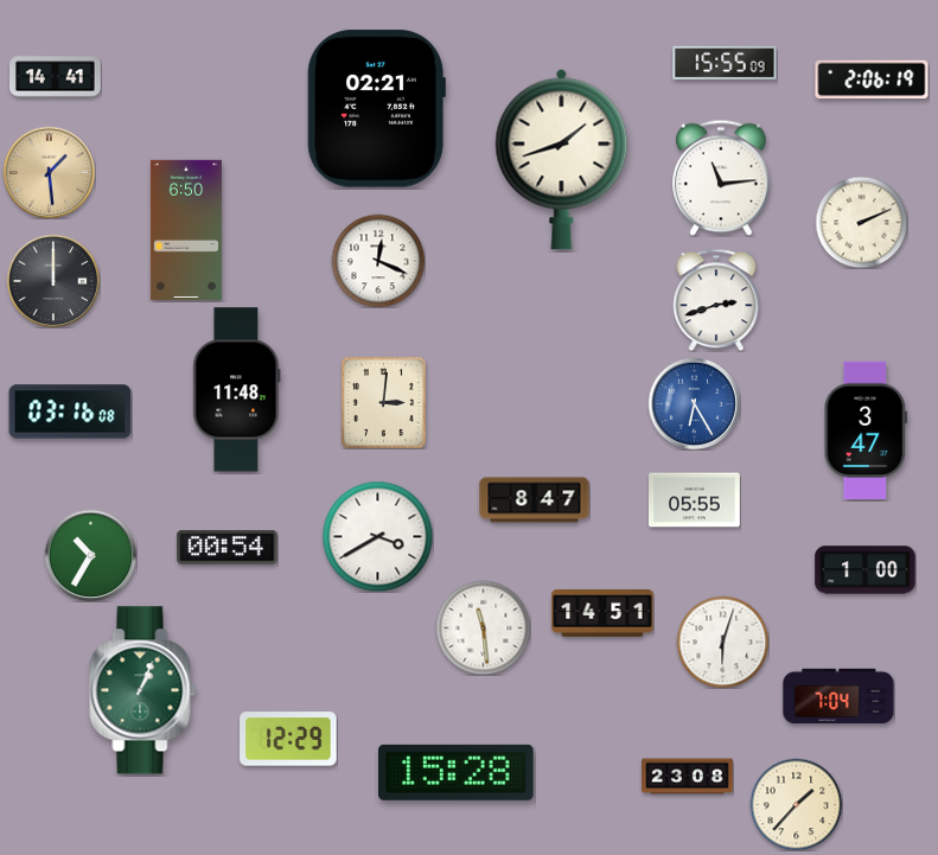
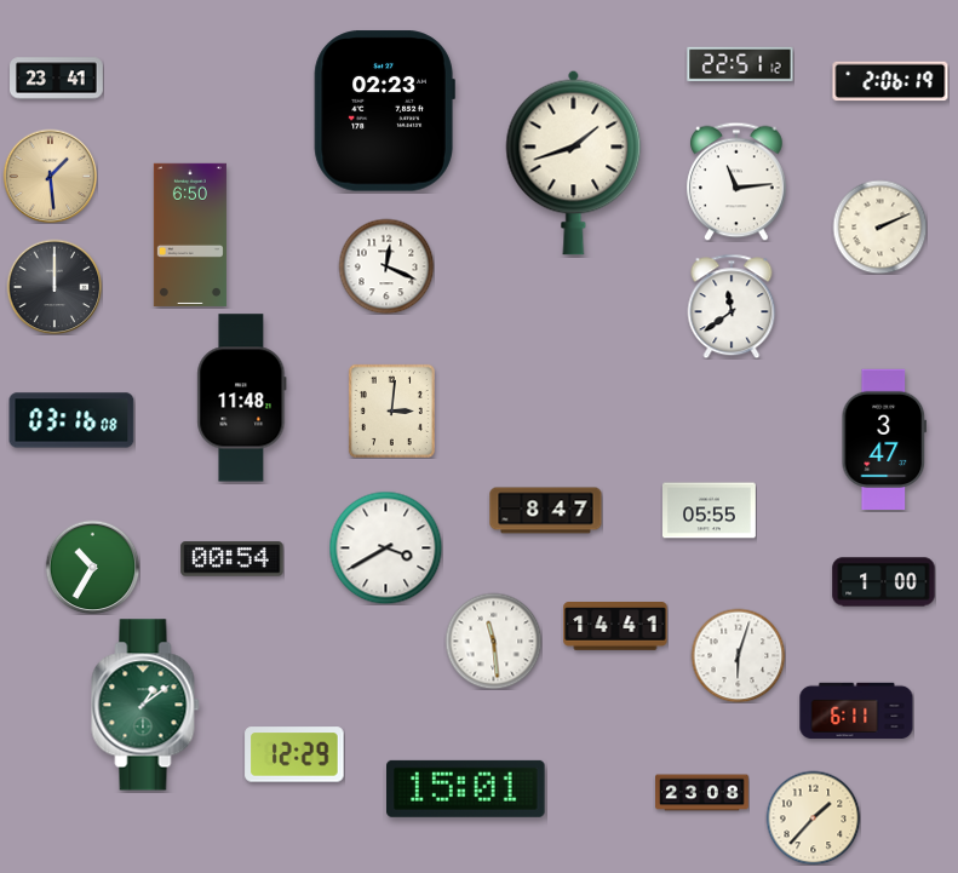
clock at (725, 63): 15:55 -> 22:51
clock at (56, 77): 14:41 -> 23:41
clock at (376, 109): 02:21 -> 02:23
clock at (716, 300): 2:42 -> 11:39
clock at (694, 403): 6:25 -> none
clock at (602, 613): 14:51 -> 14:41
clock at (142, 690): 1:04 -> 1:09
clock at (838, 696): 7:04 -> 6:11
clock at (457, 772): 15:28 -> 15:01
clock at (796, 804) position: (796, 804) -> (813, 817)
